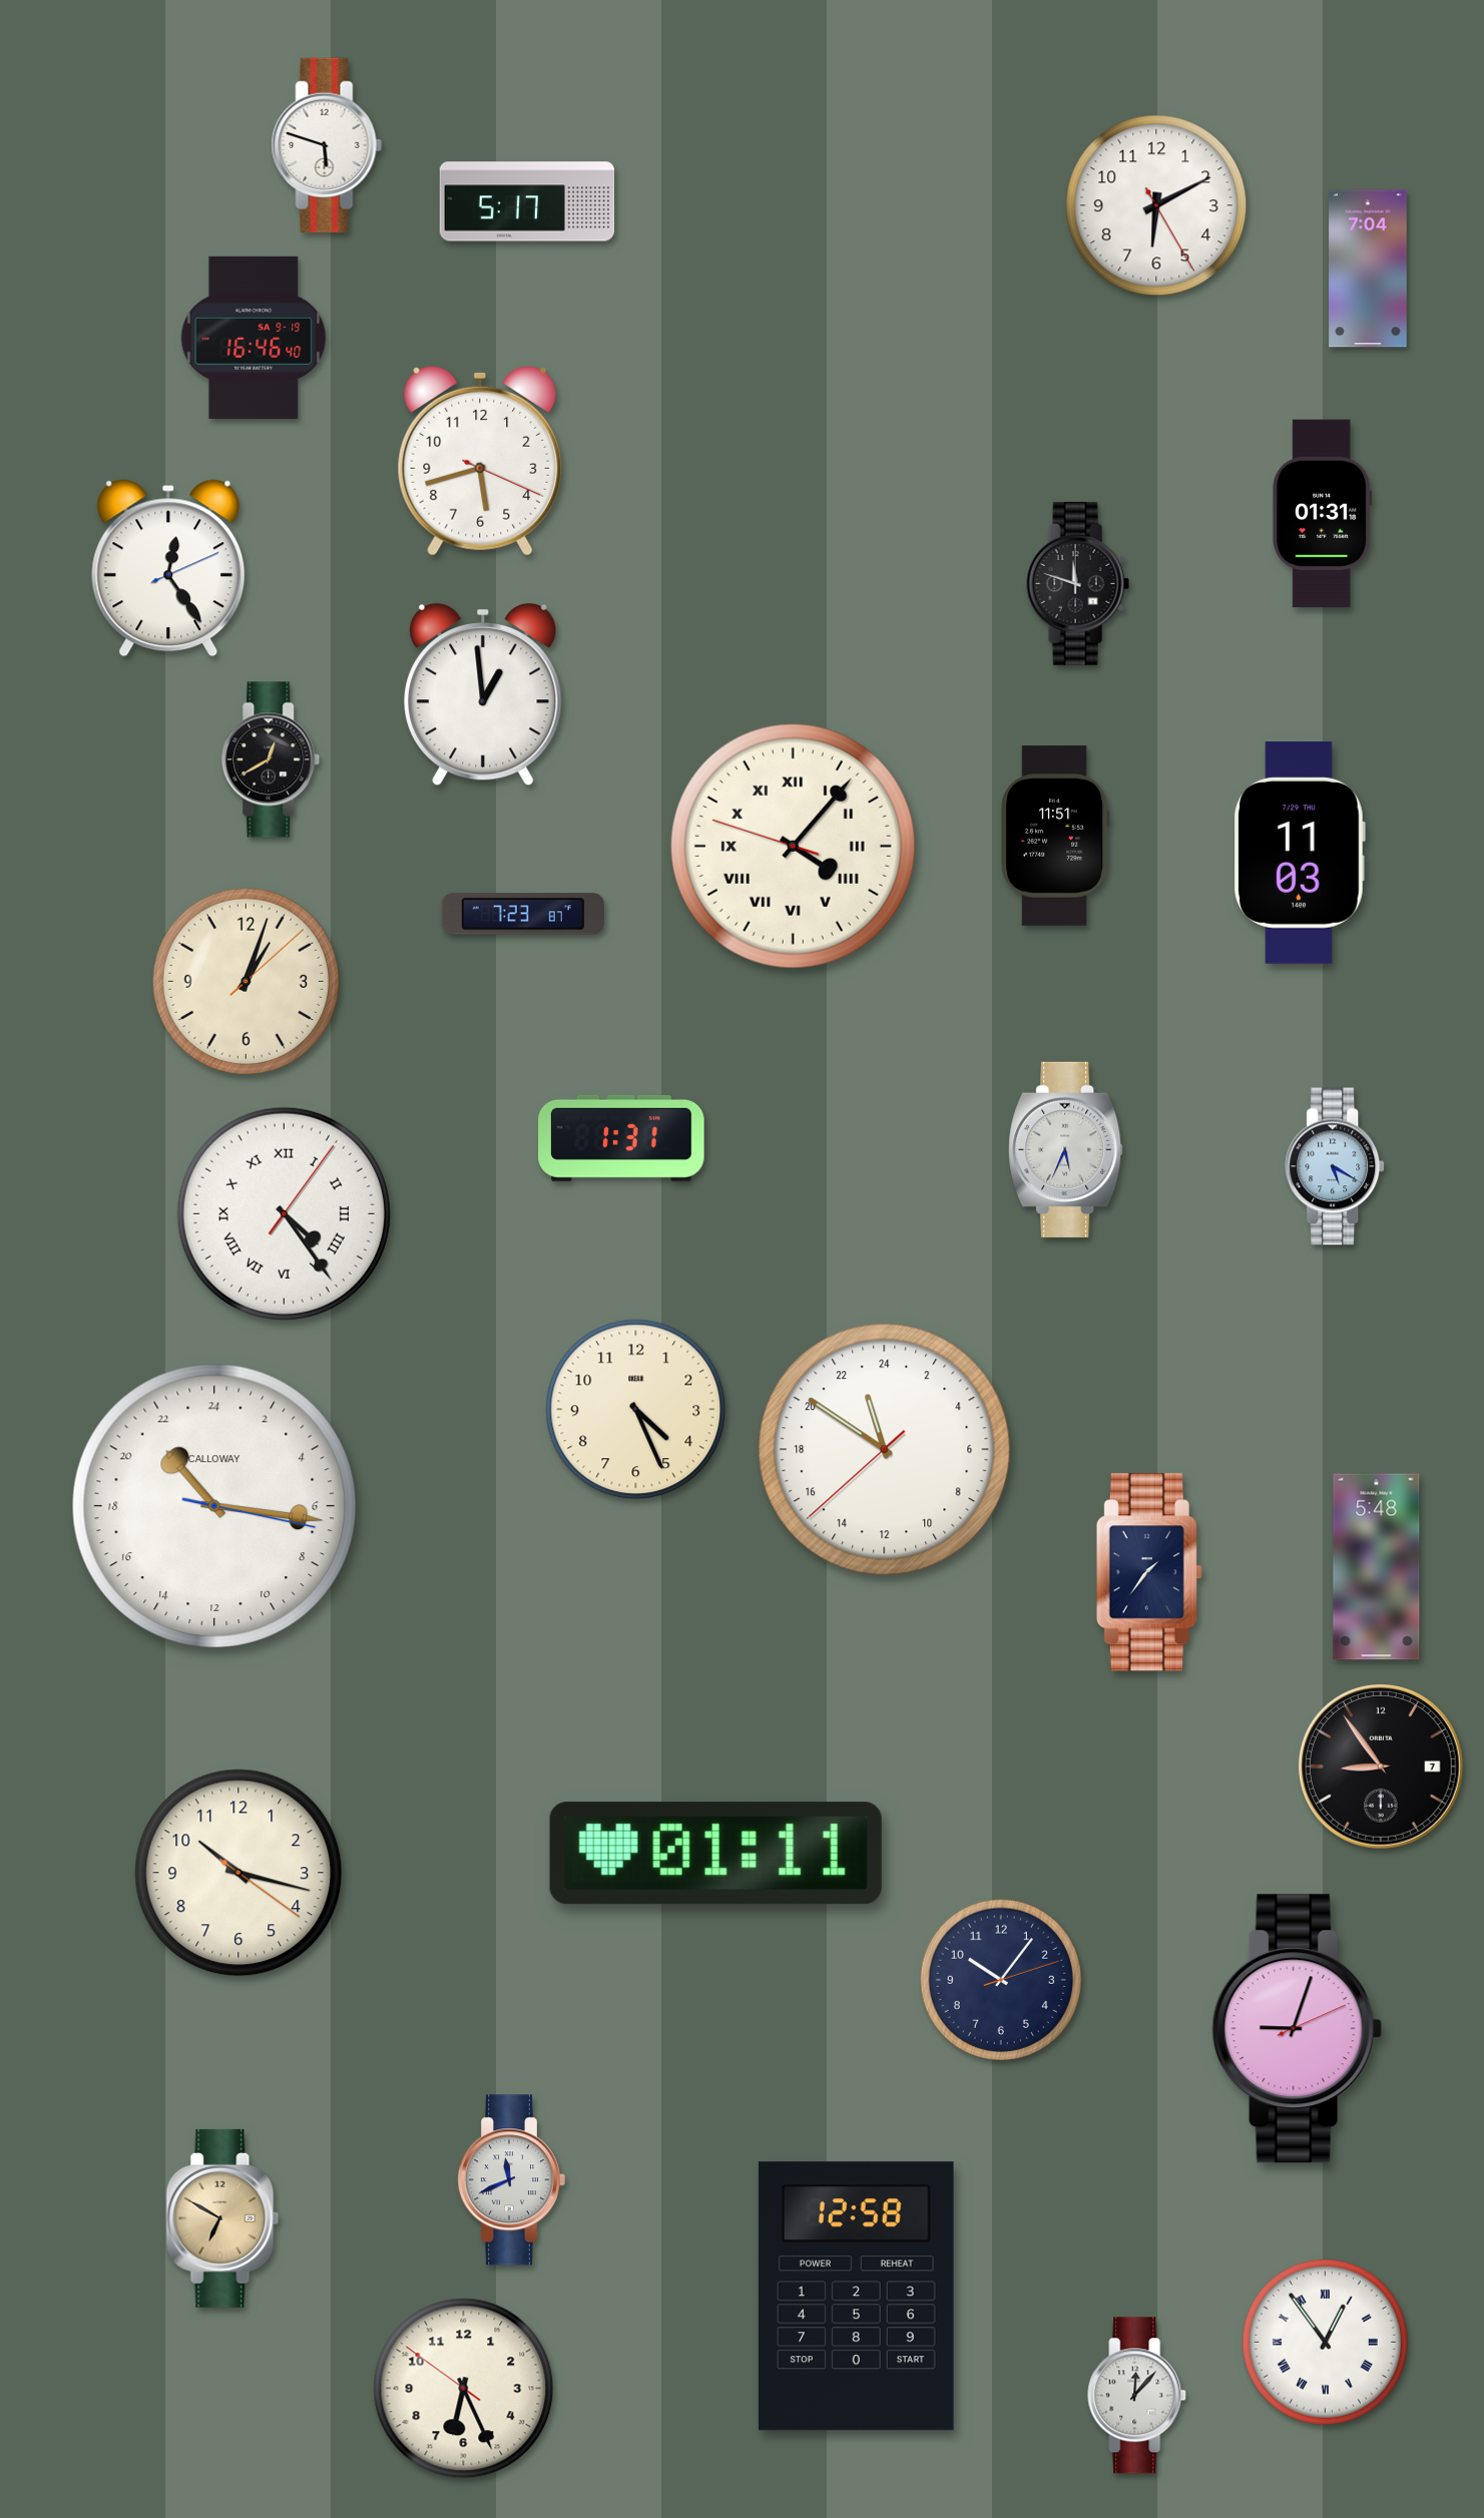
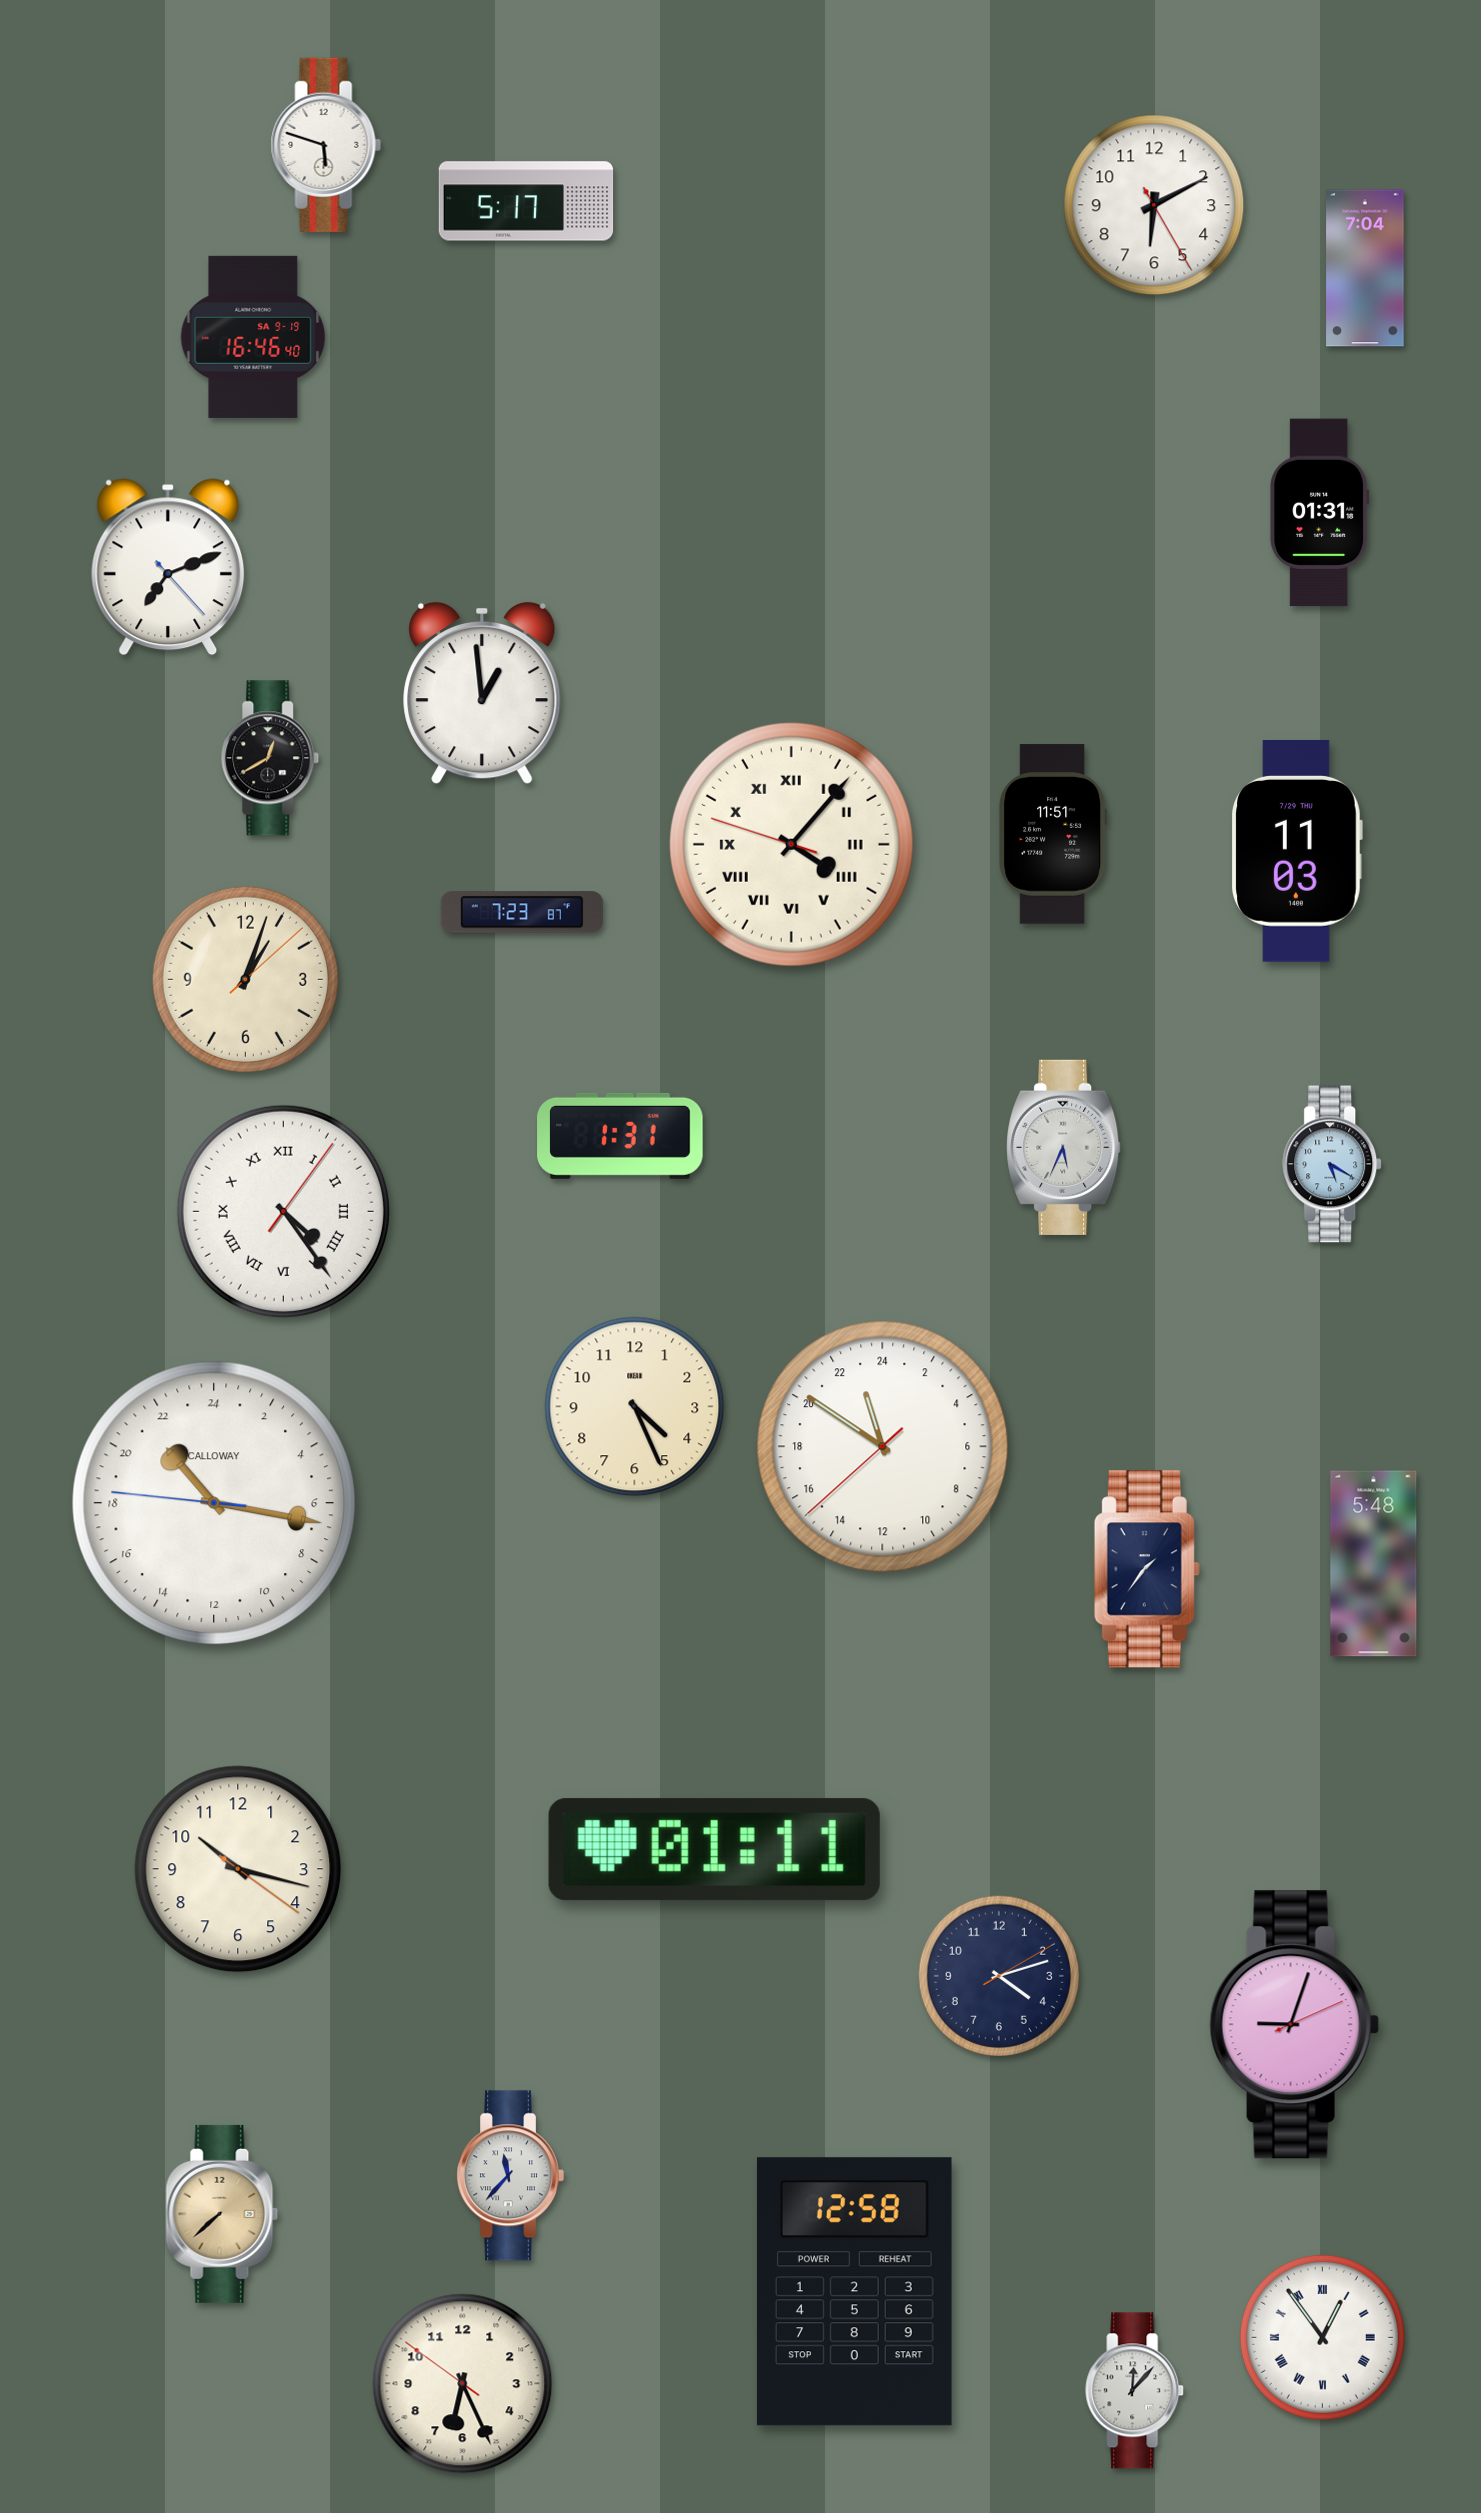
clock at (480, 461): 5:42 -> none
clock at (168, 568): 12:24 -> 7:11
clock at (1077, 583): 11:48 -> none
clock at (213, 1505): 21:16:17 -> 21:16:46
clock at (1381, 1767): 8:54 -> none
clock at (1001, 1980): 10:06 -> 4:12
clock at (511, 2180): 11:41 -> 11:37
clock at (222, 2218): 6:50 -> 7:38
